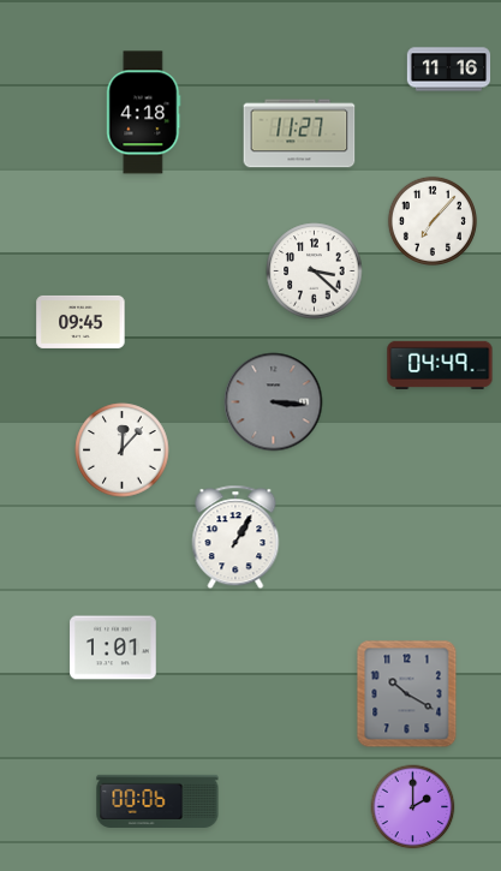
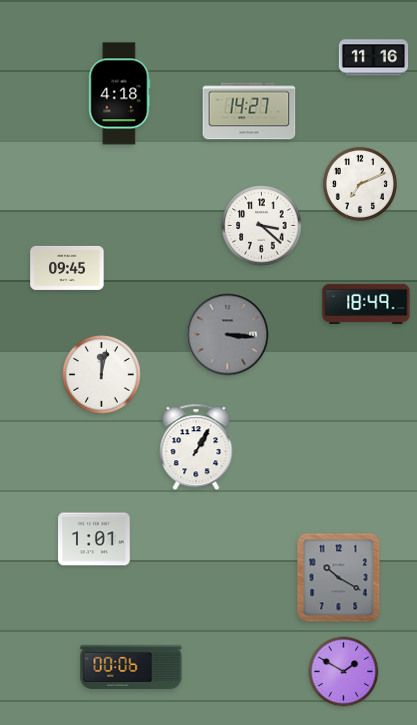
clock at (299, 133): 11:27 -> 14:27
clock at (433, 221): 7:07 -> 7:11
clock at (440, 365): 04:49 -> 18:49
clock at (123, 451): 12:07 -> 12:02
clock at (413, 807): 2:00 -> 1:50
